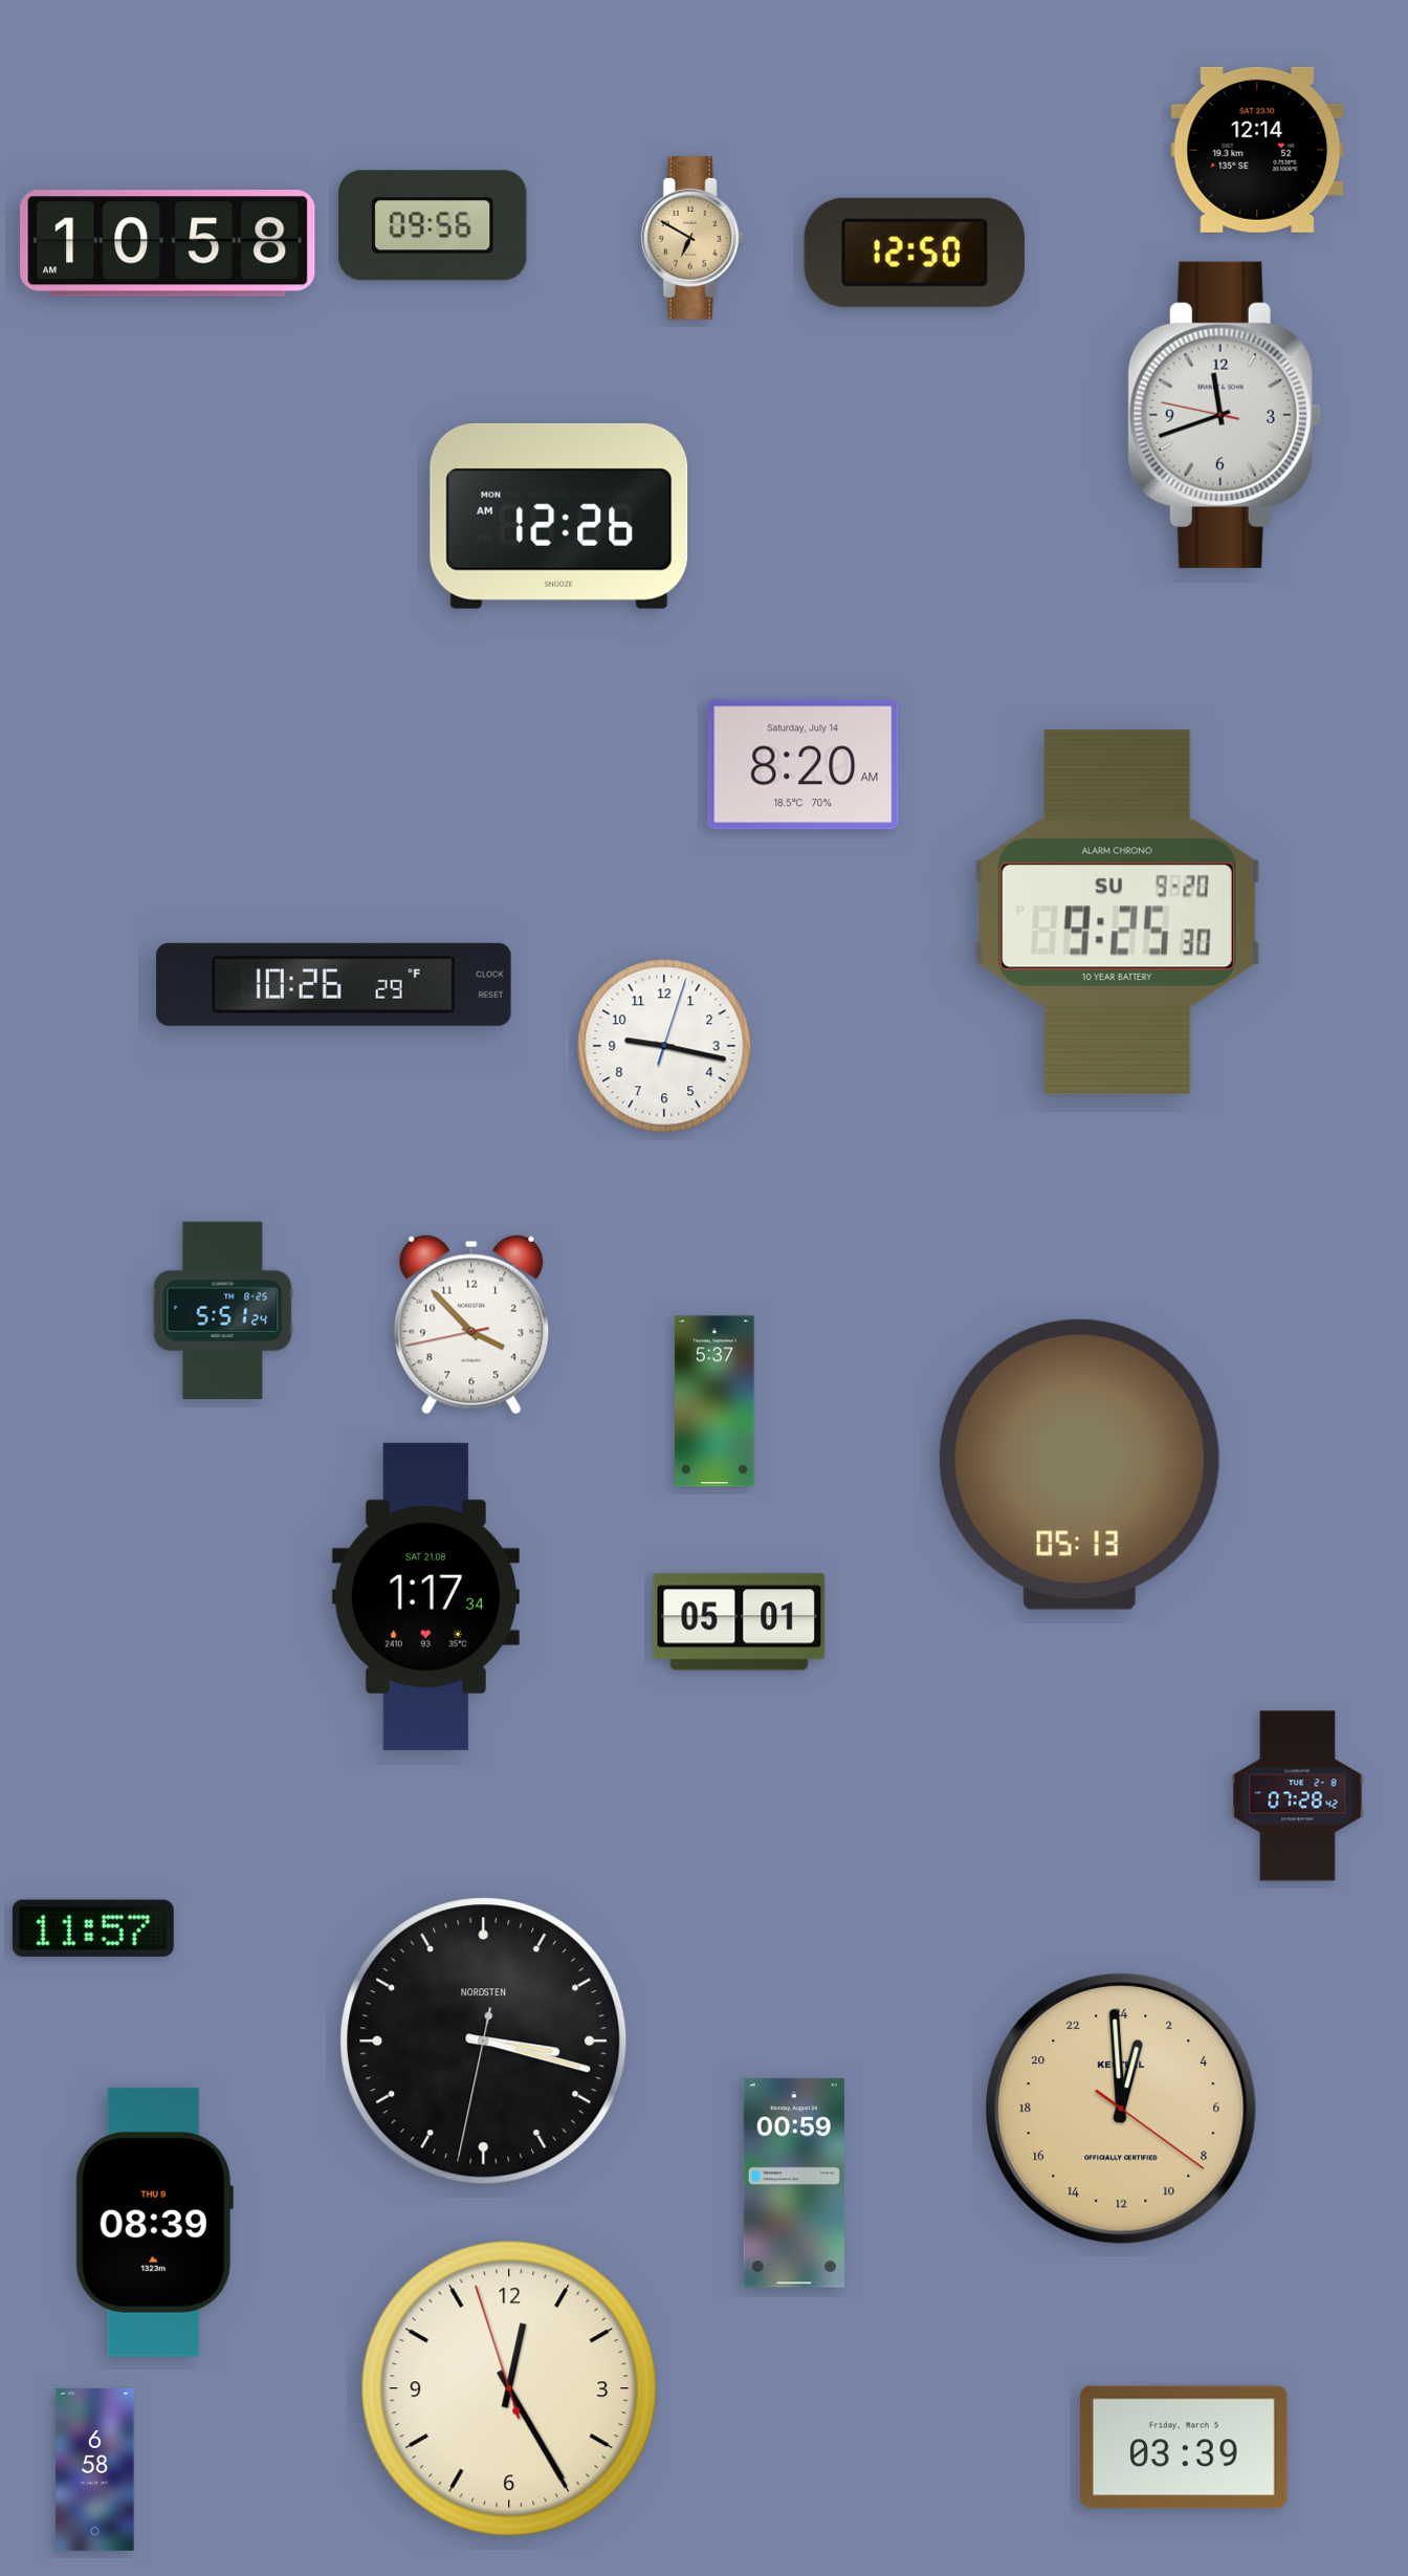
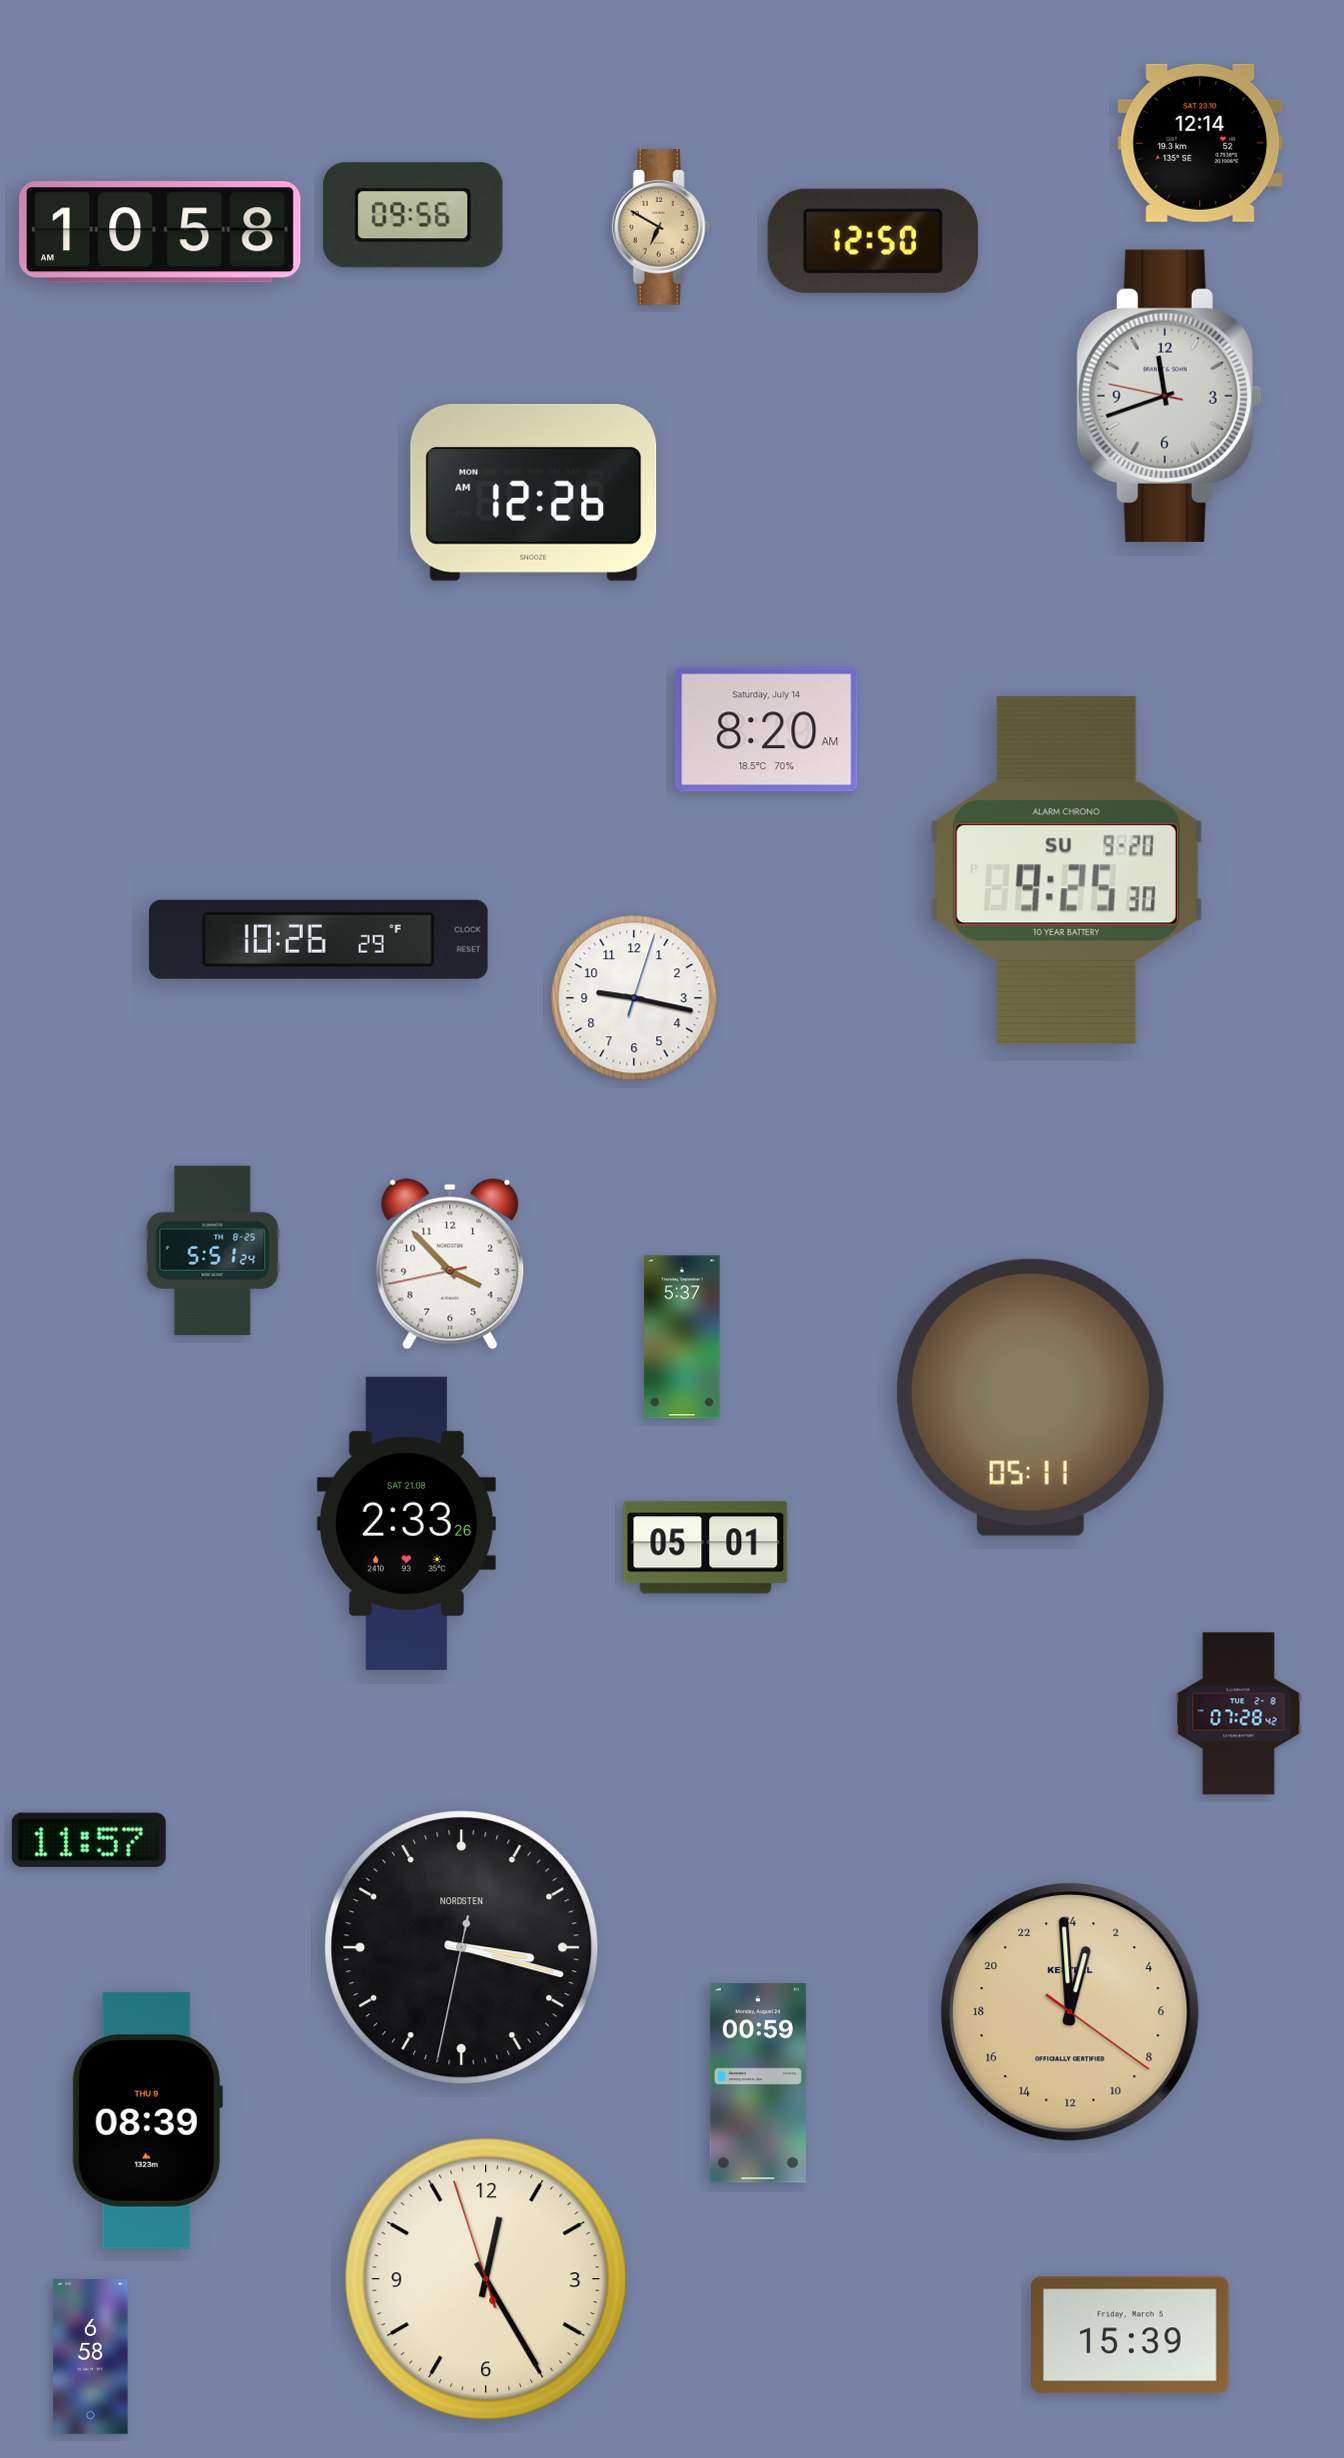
clock at (1079, 1464): 05:13 -> 05:11
clock at (425, 1596): 1:17 -> 2:33
clock at (1185, 2447): 03:39 -> 15:39
